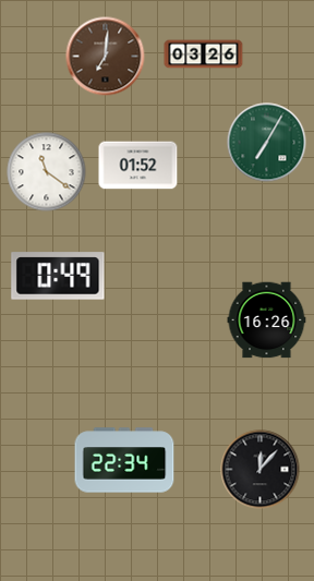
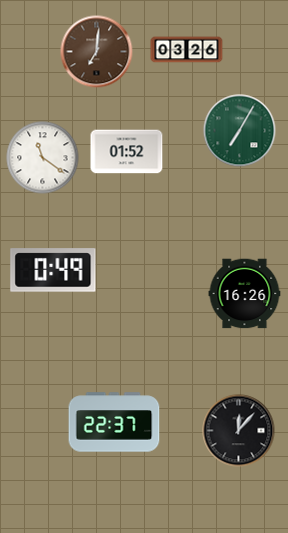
clock at (267, 143) position: (267, 143) -> (240, 131)
clock at (58, 276) position: (58, 276) -> (53, 270)
clock at (124, 460): 22:34 -> 22:37
